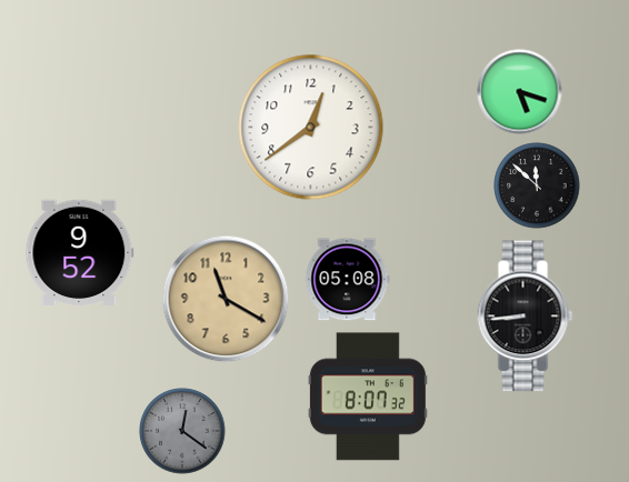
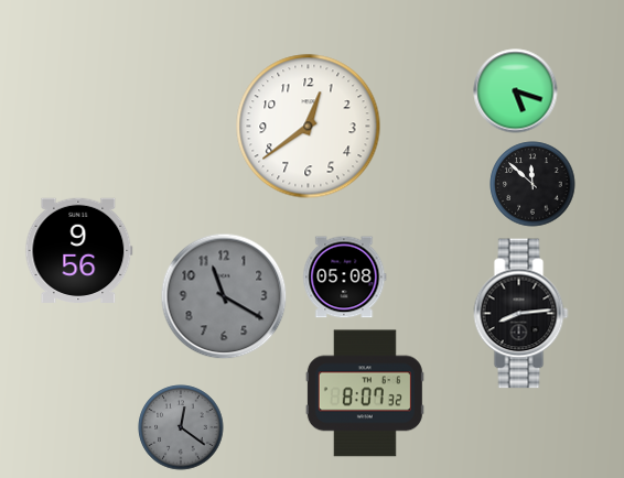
clock at (80, 252): 9:52 -> 9:56
clock at (226, 299) dial: champagne -> grey
clock at (526, 317): 8:44 -> 8:14
